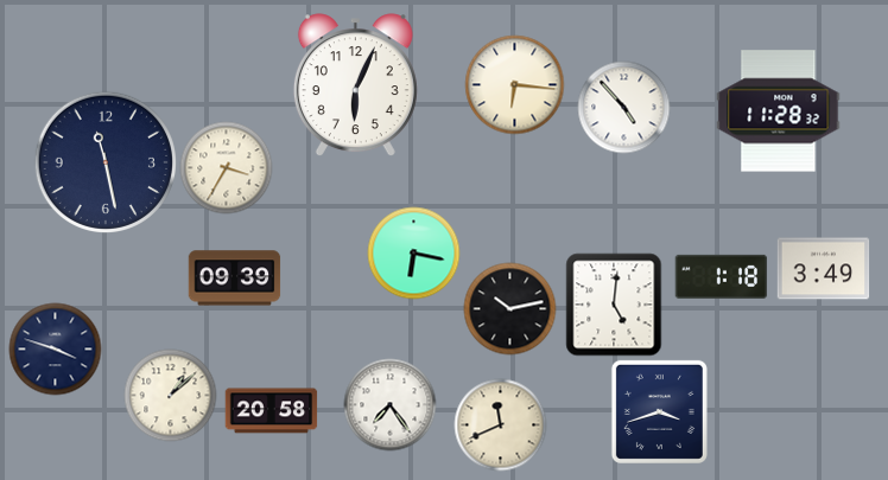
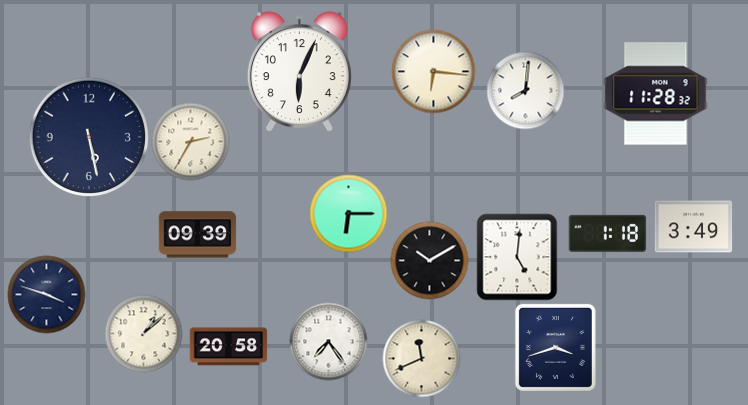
clock at (623, 107): 4:53 -> 8:01
clock at (104, 161): 11:28 -> 5:28
clock at (226, 167): 3:35 -> 2:35
clock at (413, 252): 6:17 -> 6:15
clock at (509, 308): 10:13 -> 10:10
